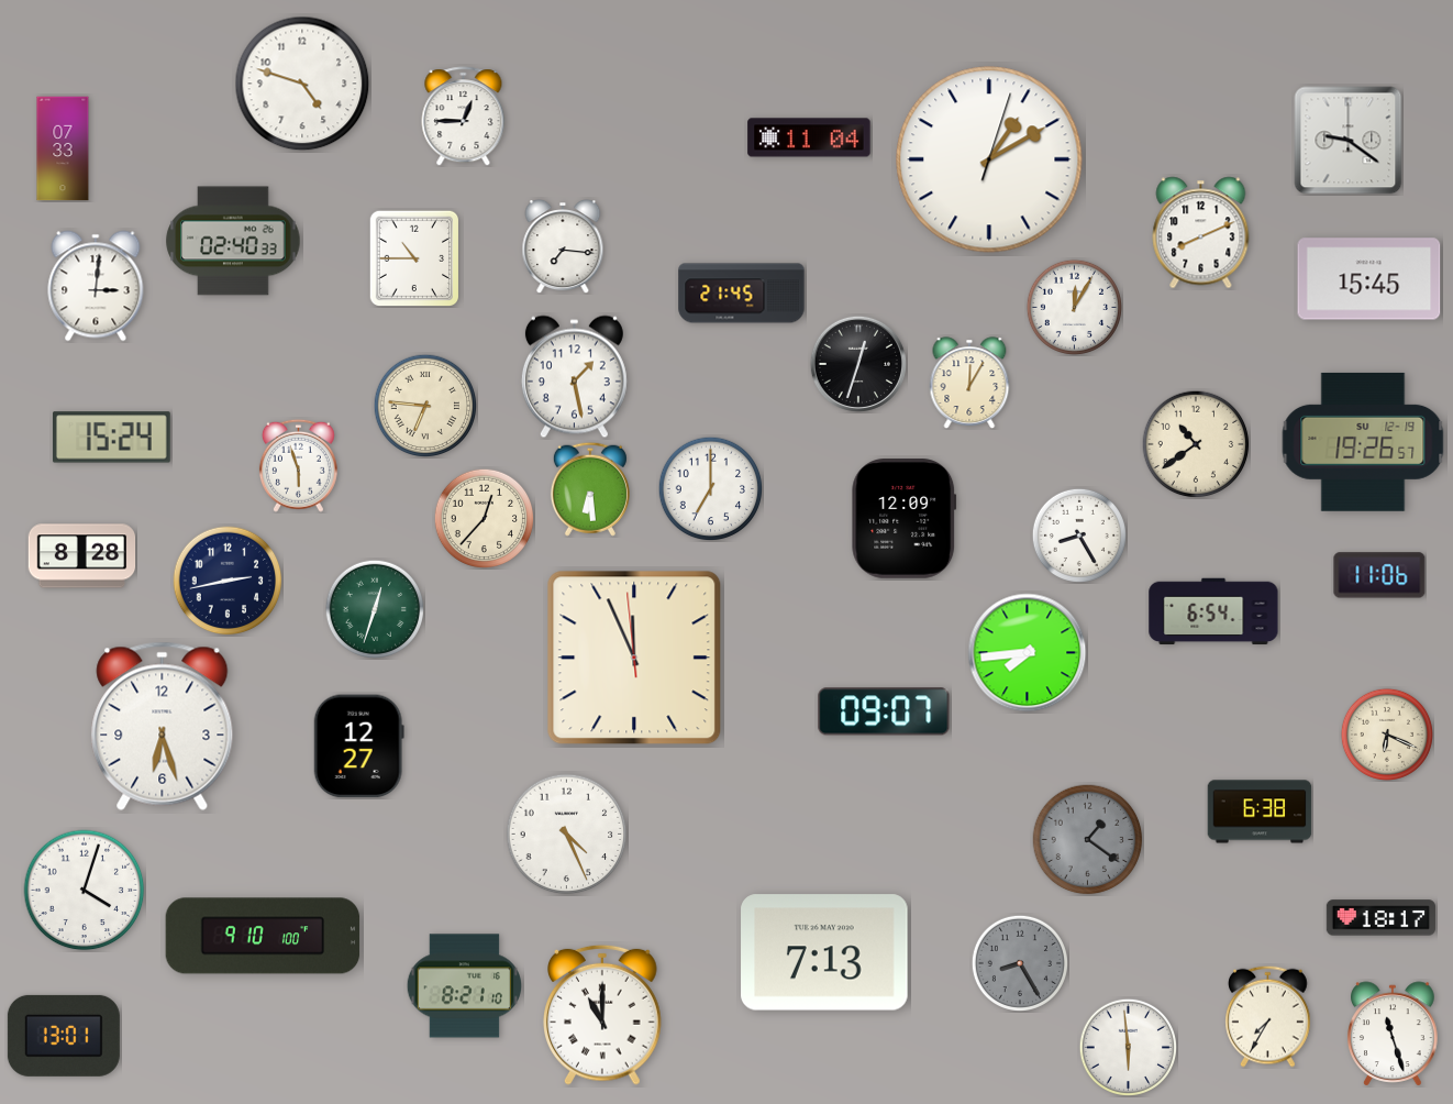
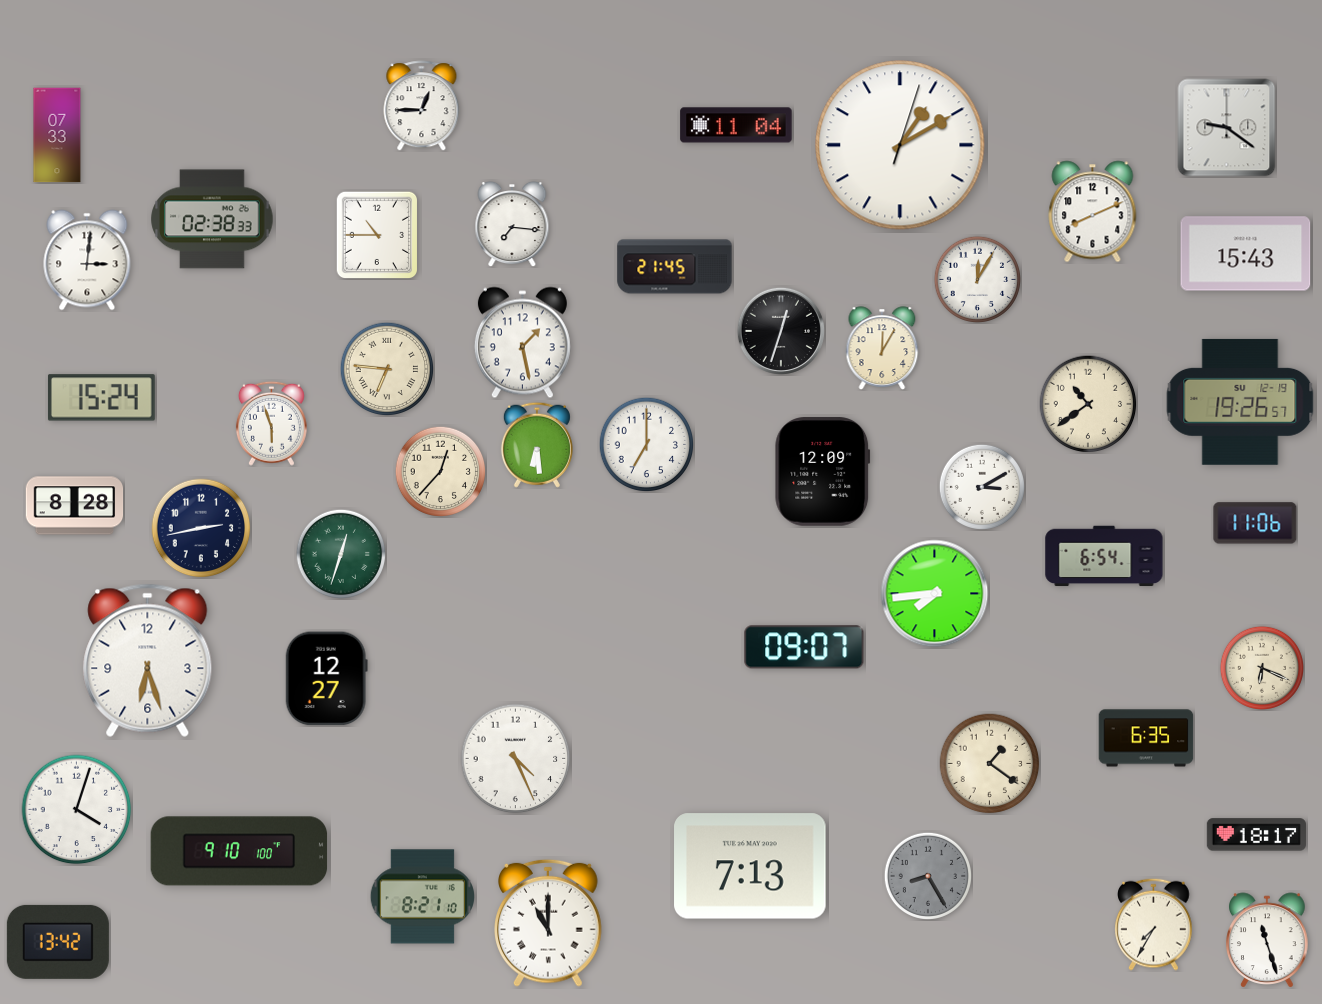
clock at (302, 84): 4:48 -> none
clock at (233, 241): 02:40 -> 02:38
clock at (1369, 279): 15:45 -> 15:43
clock at (1079, 536): 8:25 -> 3:10
clock at (228, 581) position: (228, 581) -> (201, 528)
clock at (634, 658): 11:55 -> none
clock at (1260, 812): 6:38 -> 6:35
clock at (1088, 840) dial: grey -> cream
clock at (64, 1036): 13:01 -> 13:42
clock at (1128, 1047): 5:59 -> none
